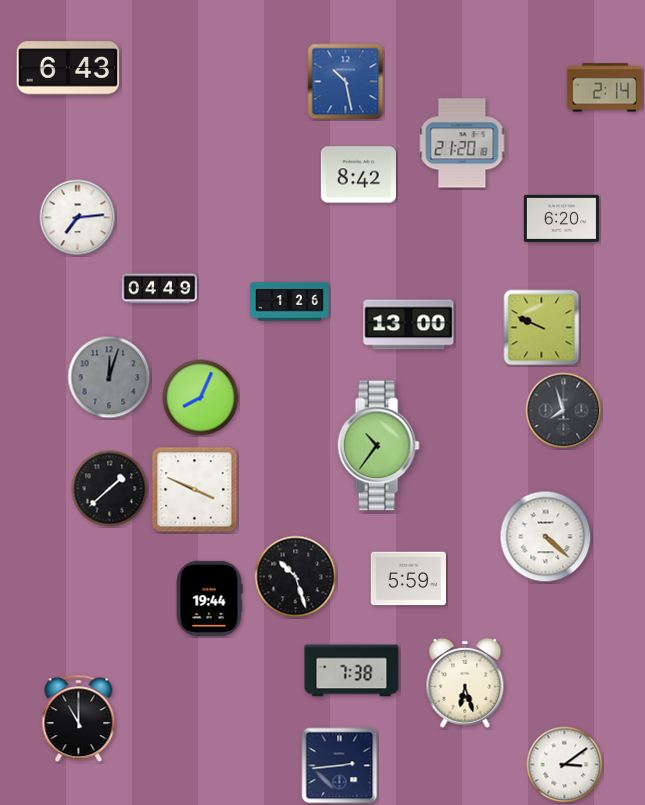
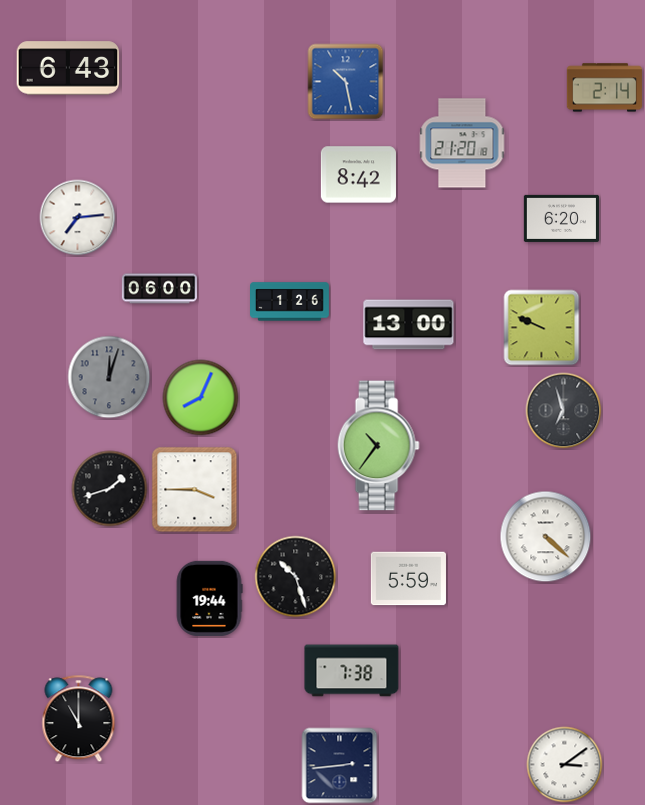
clock at (159, 289): 04:49 -> 06:00
clock at (564, 411): 7:57 -> 6:57
clock at (110, 489): 1:38 -> 1:42
clock at (195, 490): 3:49 -> 3:45
clock at (465, 683): 6:27 -> none
